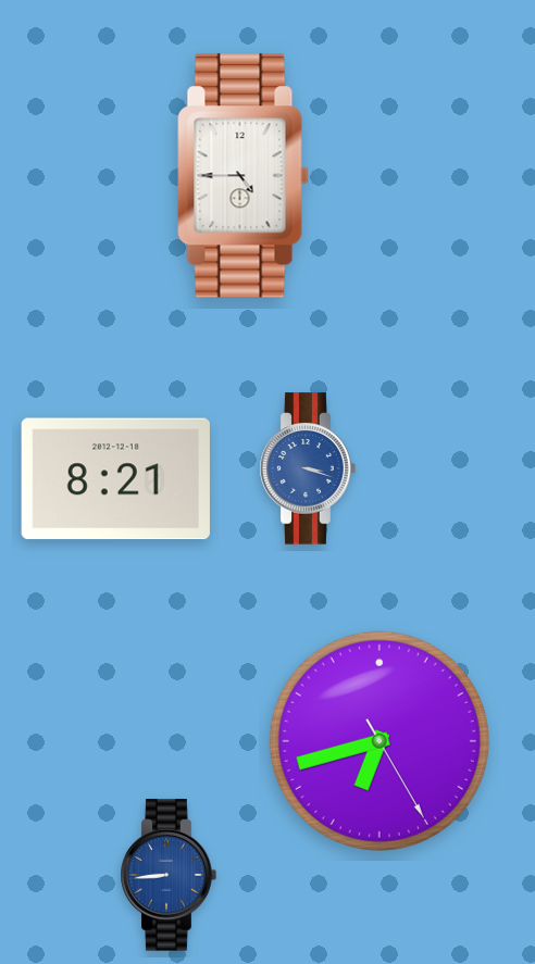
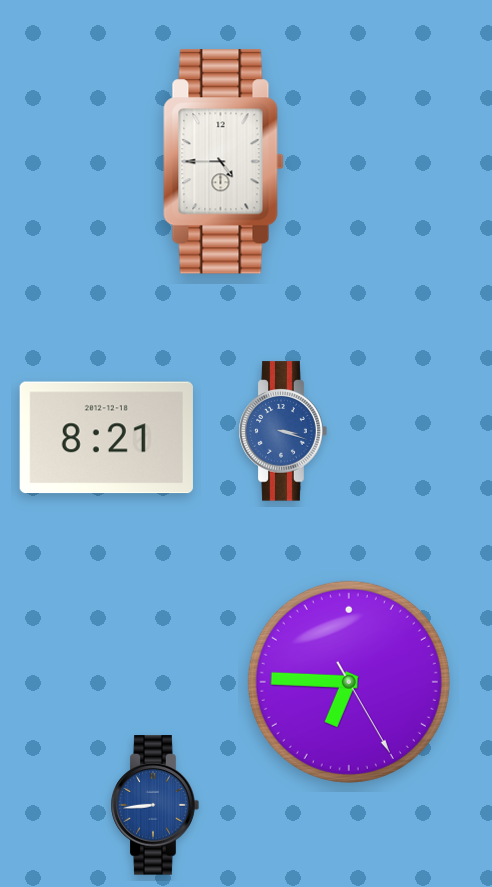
clock at (115, 479) position: (115, 479) -> (106, 438)
clock at (380, 741): 6:42 -> 6:45
